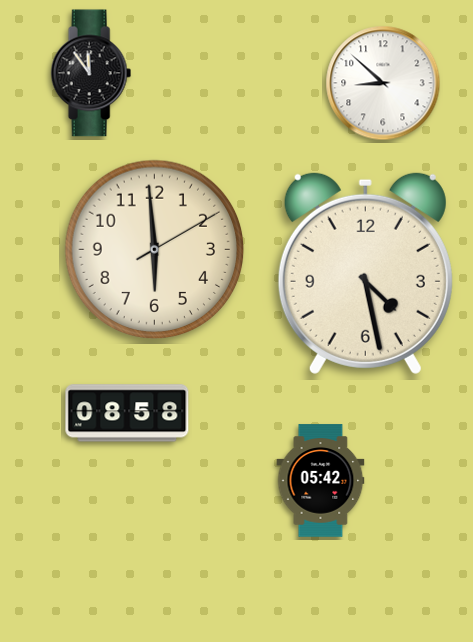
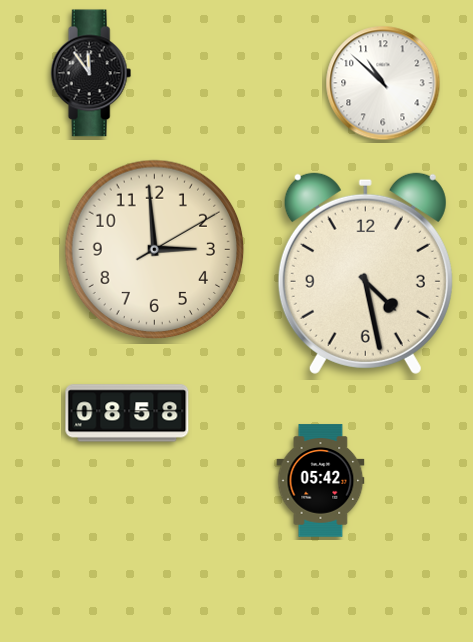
clock at (383, 83): 8:52 -> 10:52
clock at (155, 250): 5:59 -> 2:59
